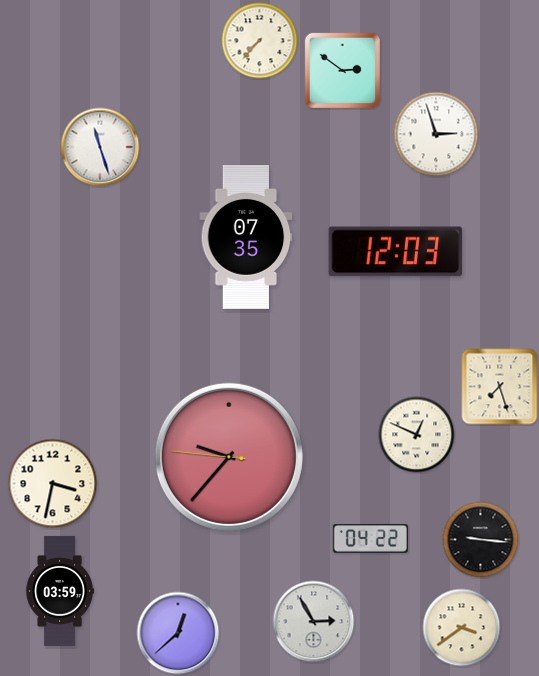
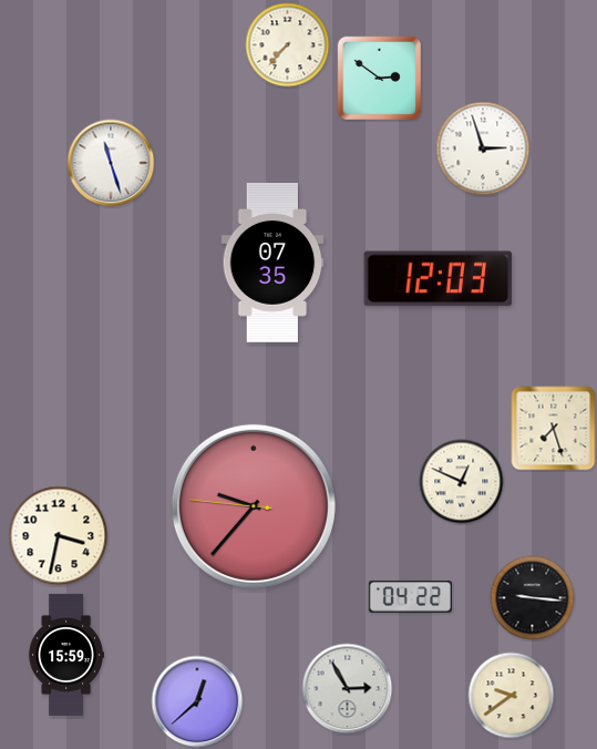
clock at (59, 591): 03:59 -> 15:59
clock at (462, 628): 3:39 -> 9:39
